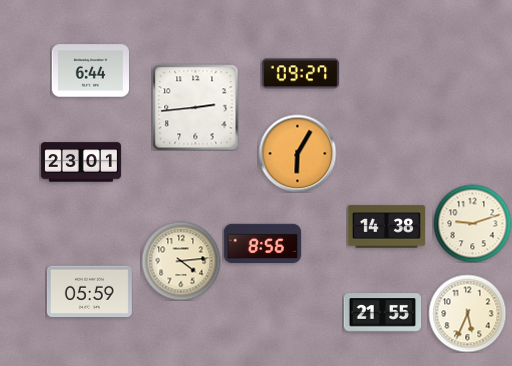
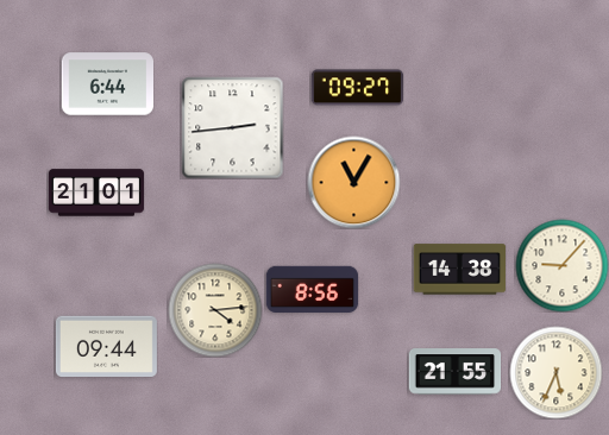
clock at (297, 153): 6:05 -> 11:05
clock at (80, 162): 23:01 -> 21:01
clock at (472, 223): 9:12 -> 9:07
clock at (89, 291): 05:59 -> 09:44
